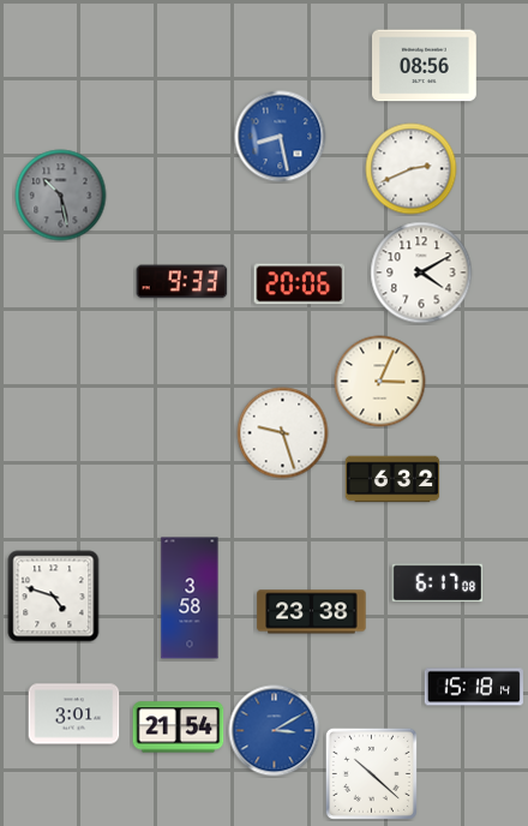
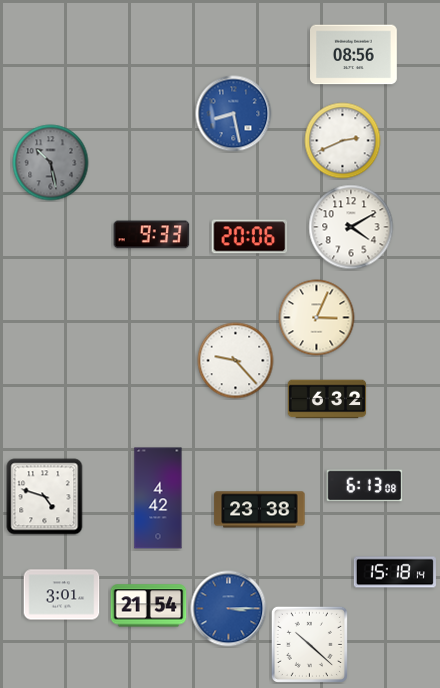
clock at (283, 433): 9:27 -> 9:23
clock at (438, 583): 6:17 -> 6:13
clock at (190, 598): 3:58 -> 4:42
clock at (275, 731): 3:10 -> 3:15
